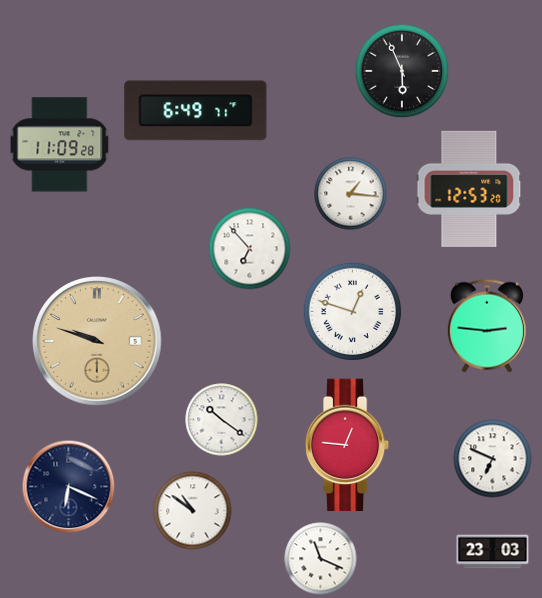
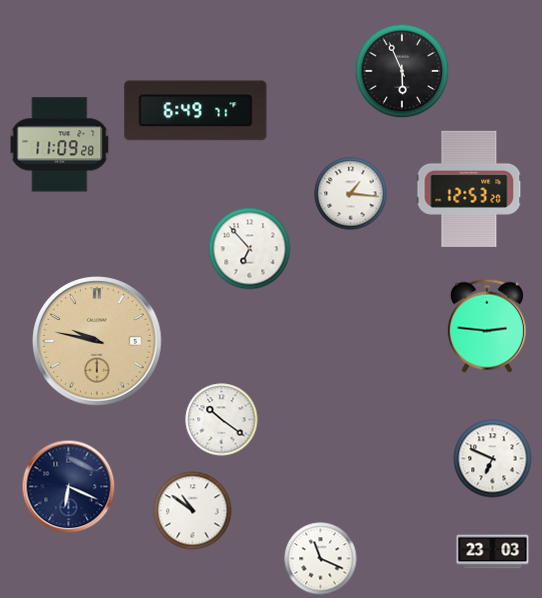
clock at (353, 312): 12:48 -> none
clock at (97, 341): 9:48 -> 9:47
clock at (347, 445): 12:46 -> none
